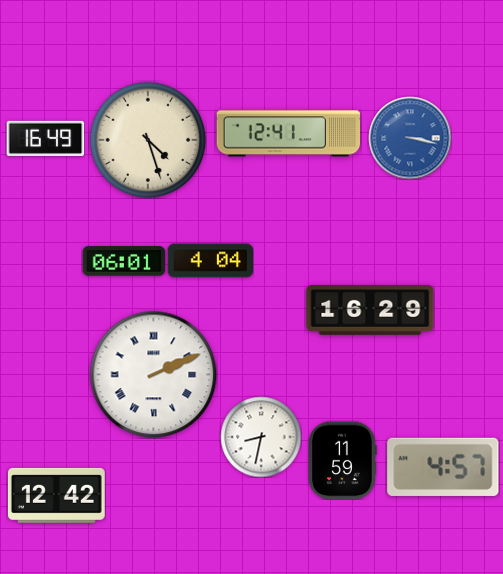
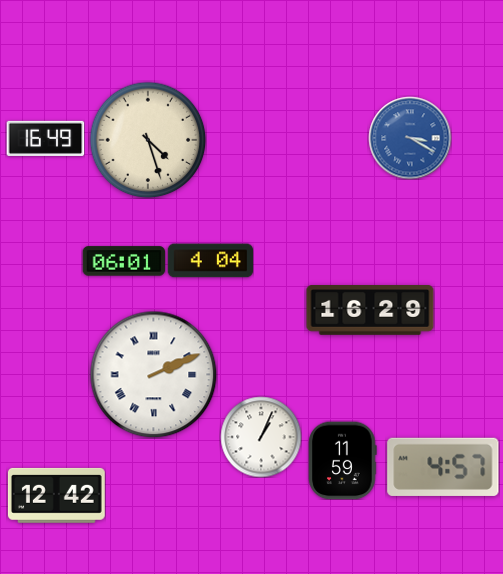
clock at (289, 134): 12:41 -> none
clock at (410, 138): 3:17 -> 3:20
clock at (261, 437): 8:32 -> 1:04
